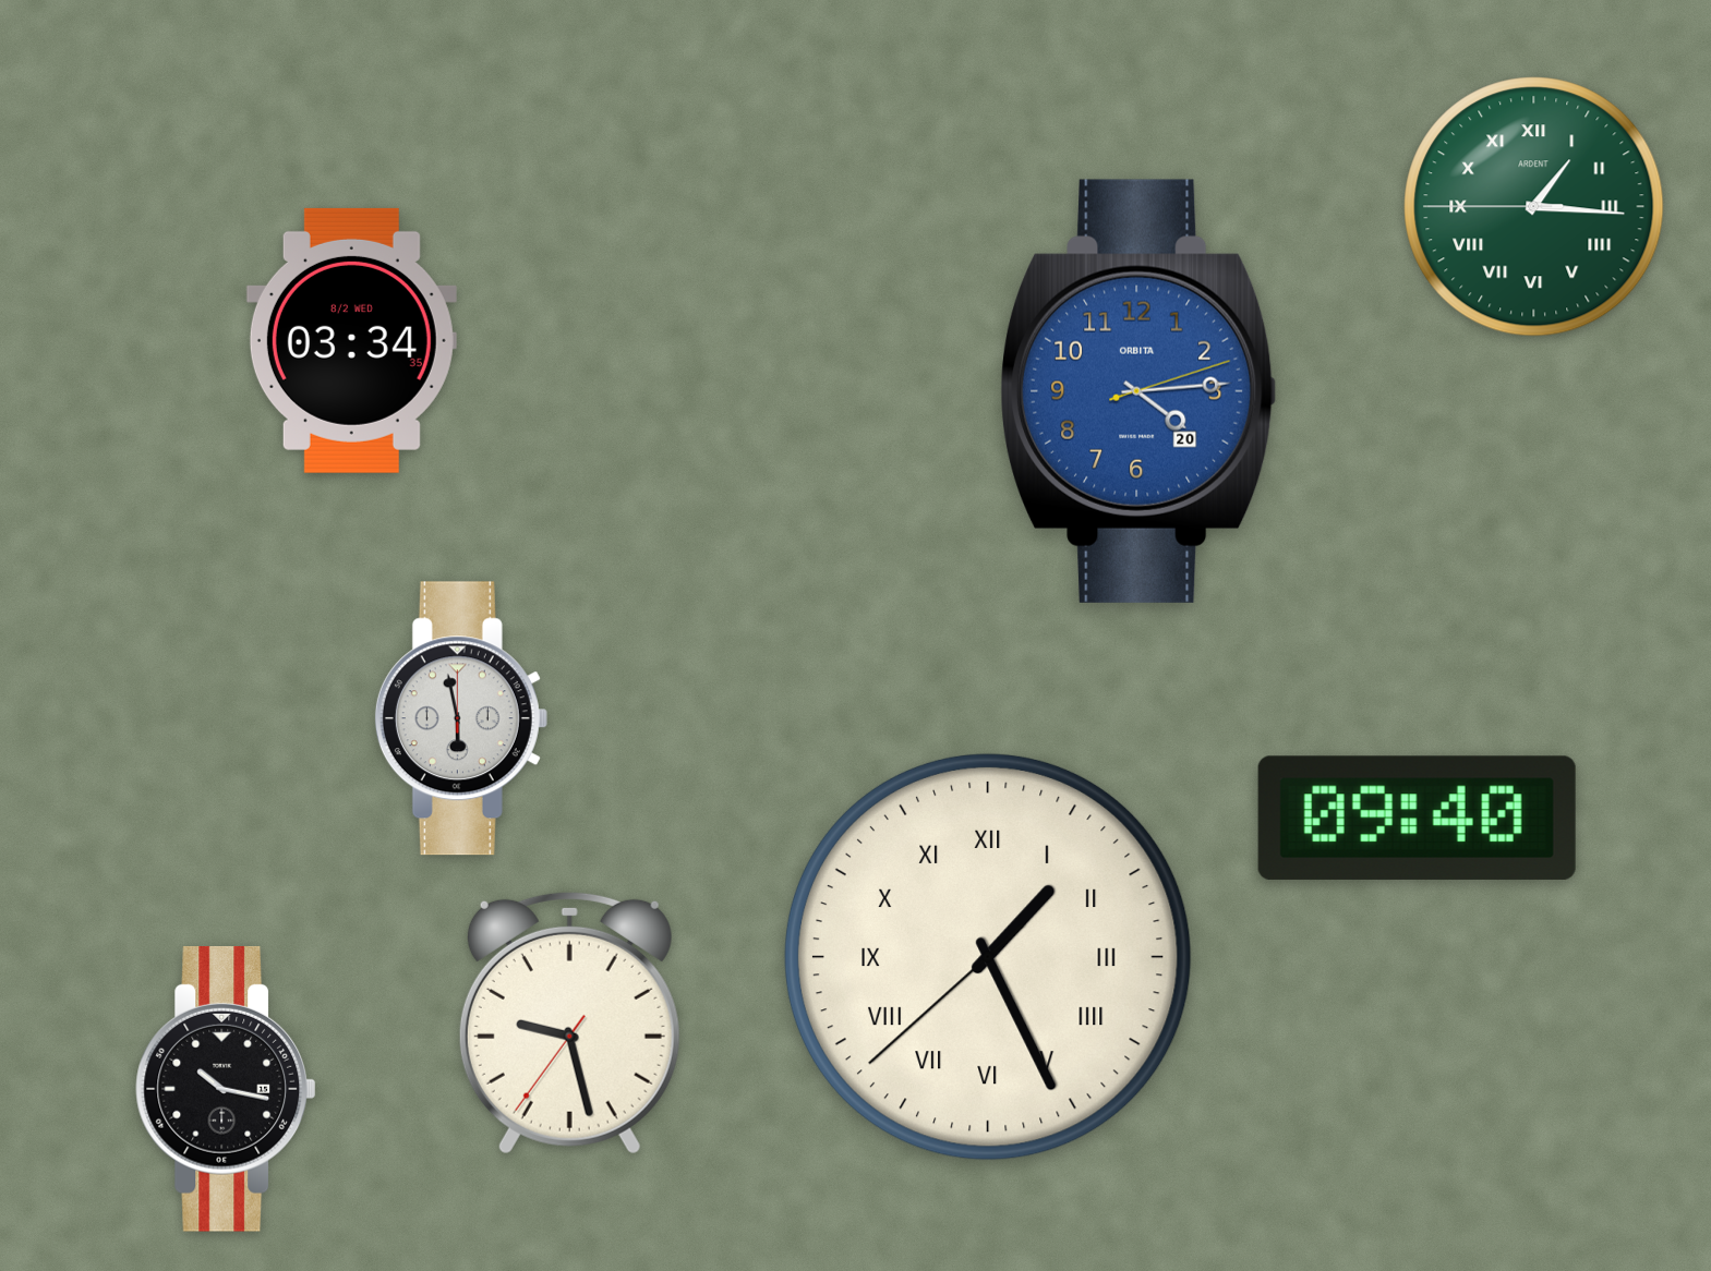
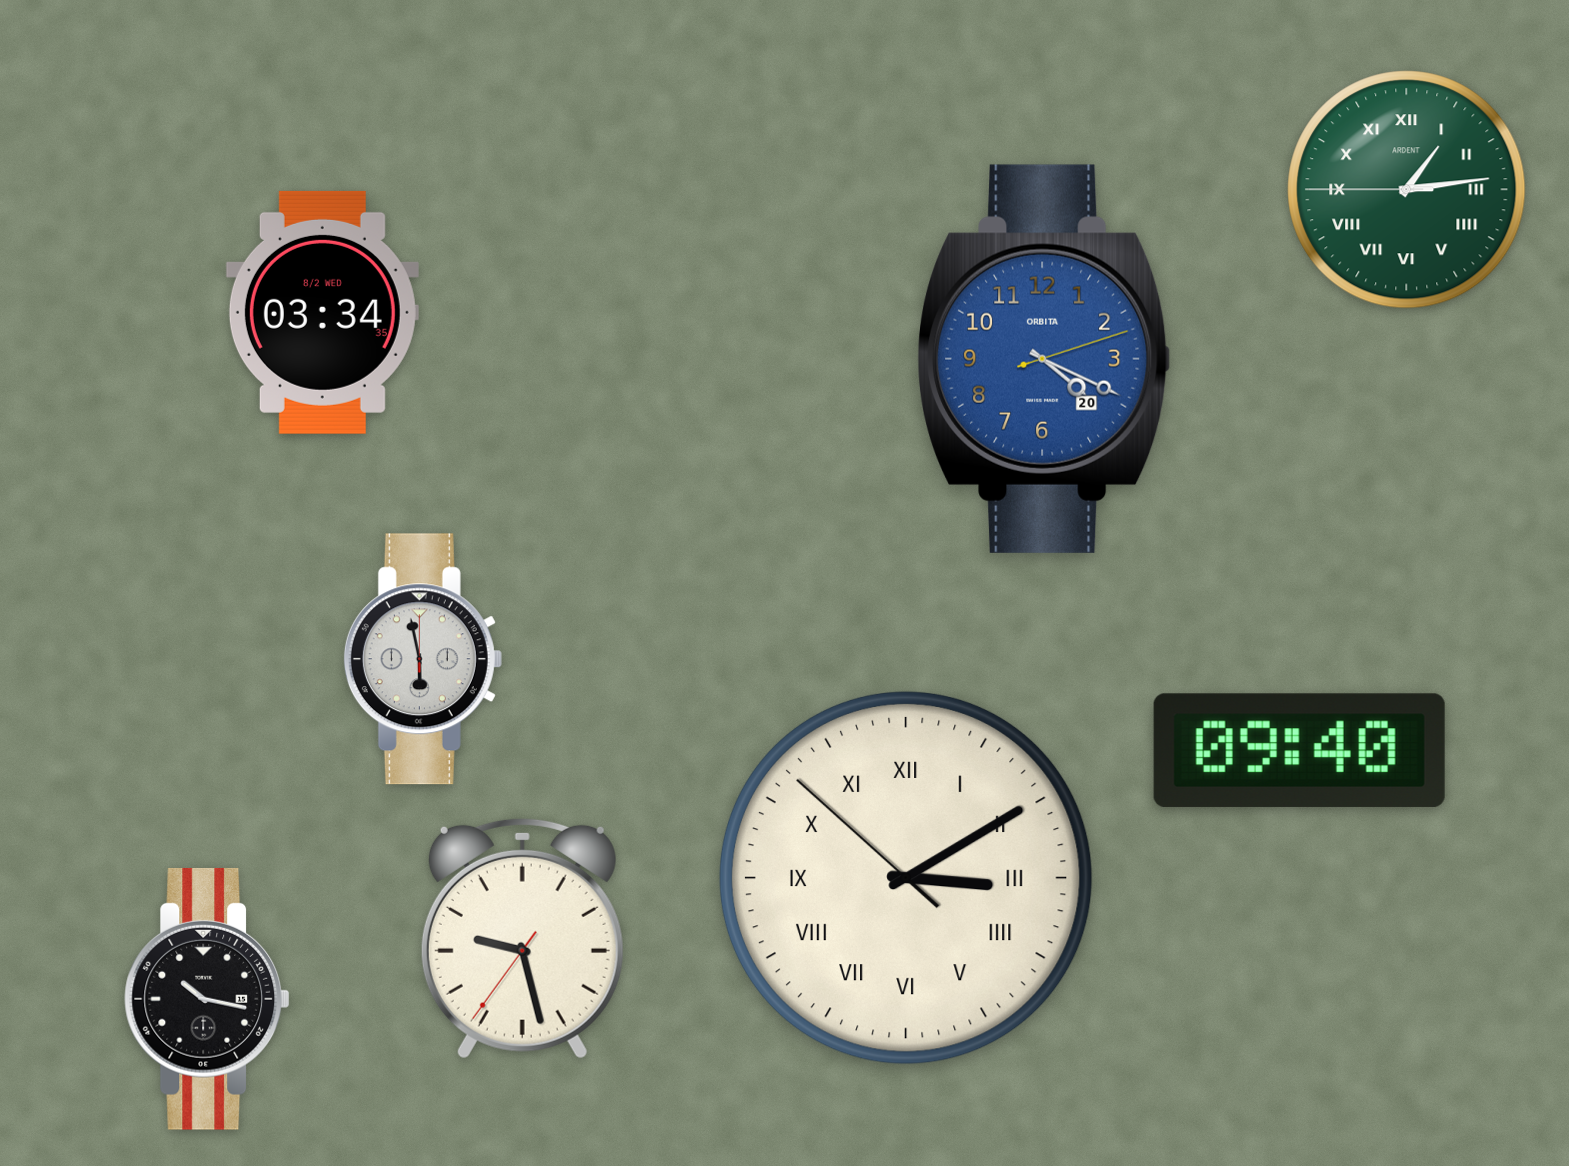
clock at (1534, 207): 1:15 -> 1:13
clock at (1140, 391): 4:14 -> 4:19
clock at (988, 957): 1:25 -> 3:09
